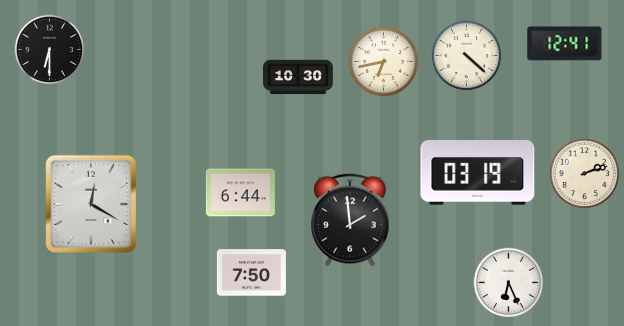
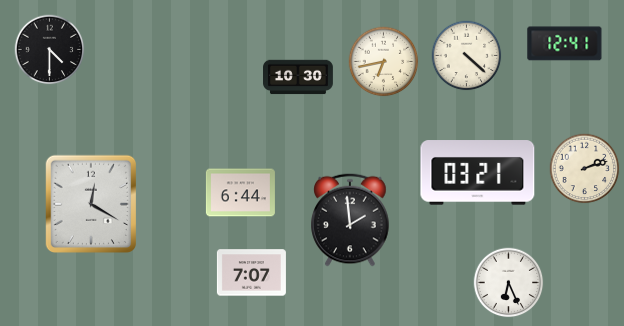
clock at (50, 50): 6:30 -> 4:30
clock at (478, 173): 03:19 -> 03:21
clock at (585, 174) position: (585, 174) -> (585, 169)
clock at (251, 273): 7:50 -> 7:07
